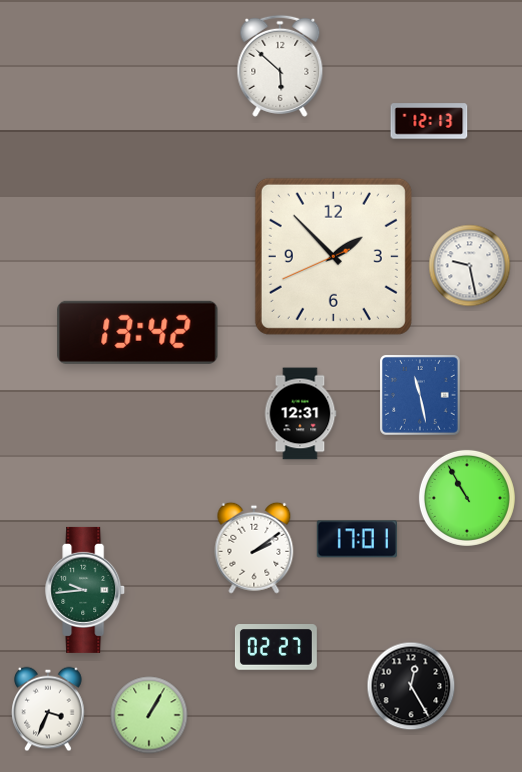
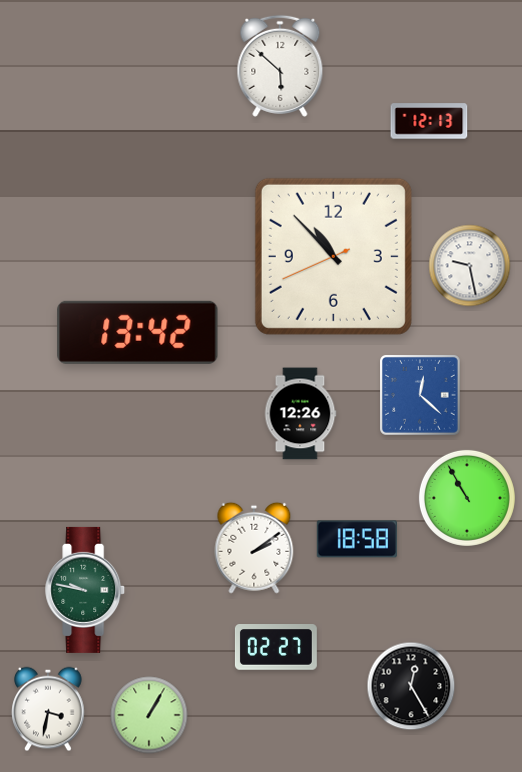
clock at (333, 256): 1:52 -> 10:52
clock at (421, 396): 11:28 -> 12:22
clock at (300, 414): 12:31 -> 12:26
clock at (357, 539): 17:01 -> 18:58
clock at (86, 590): 9:44 -> 9:47
clock at (48, 709): 3:34 -> 3:32
